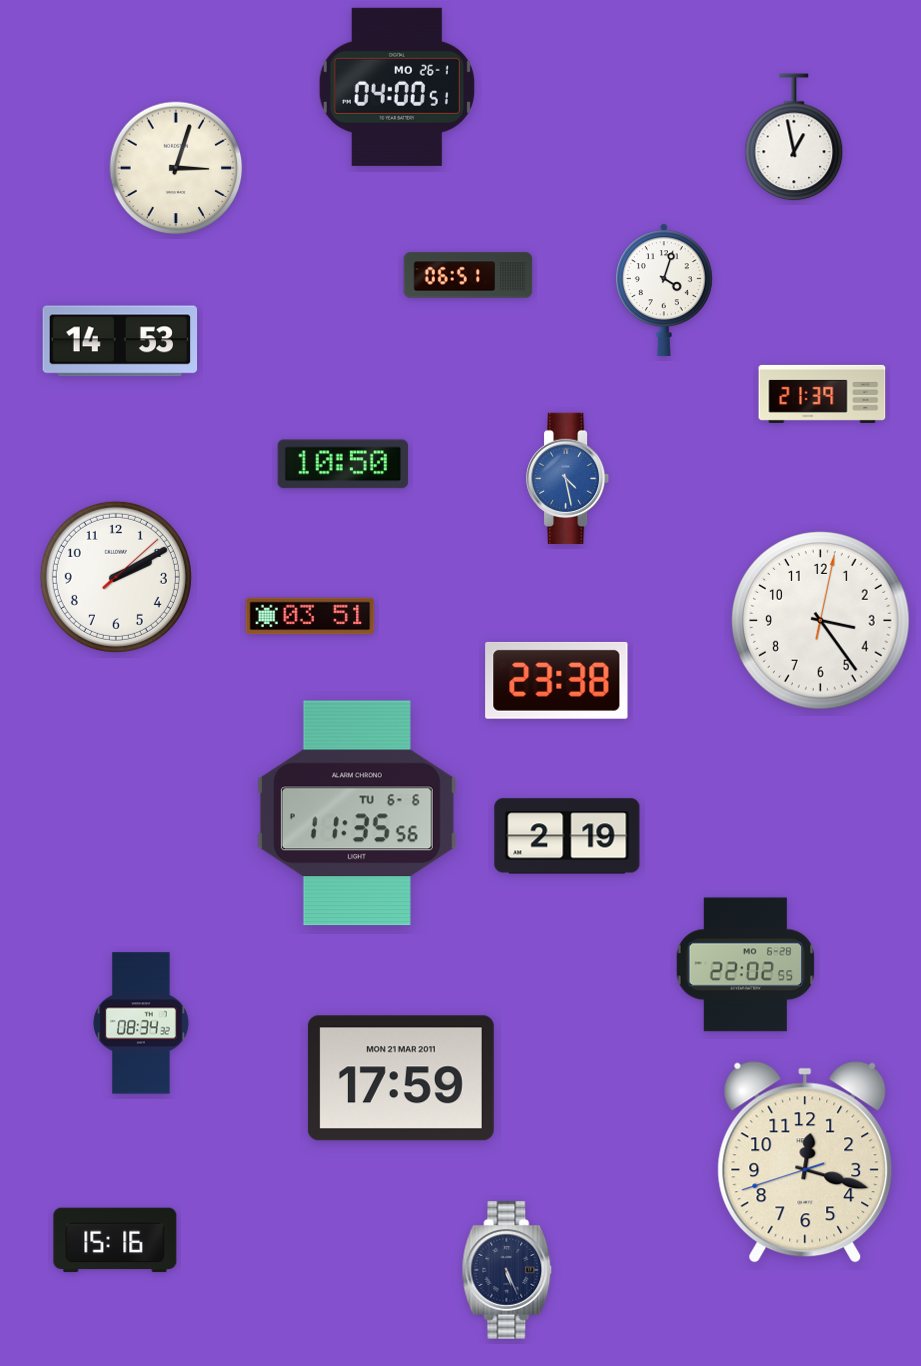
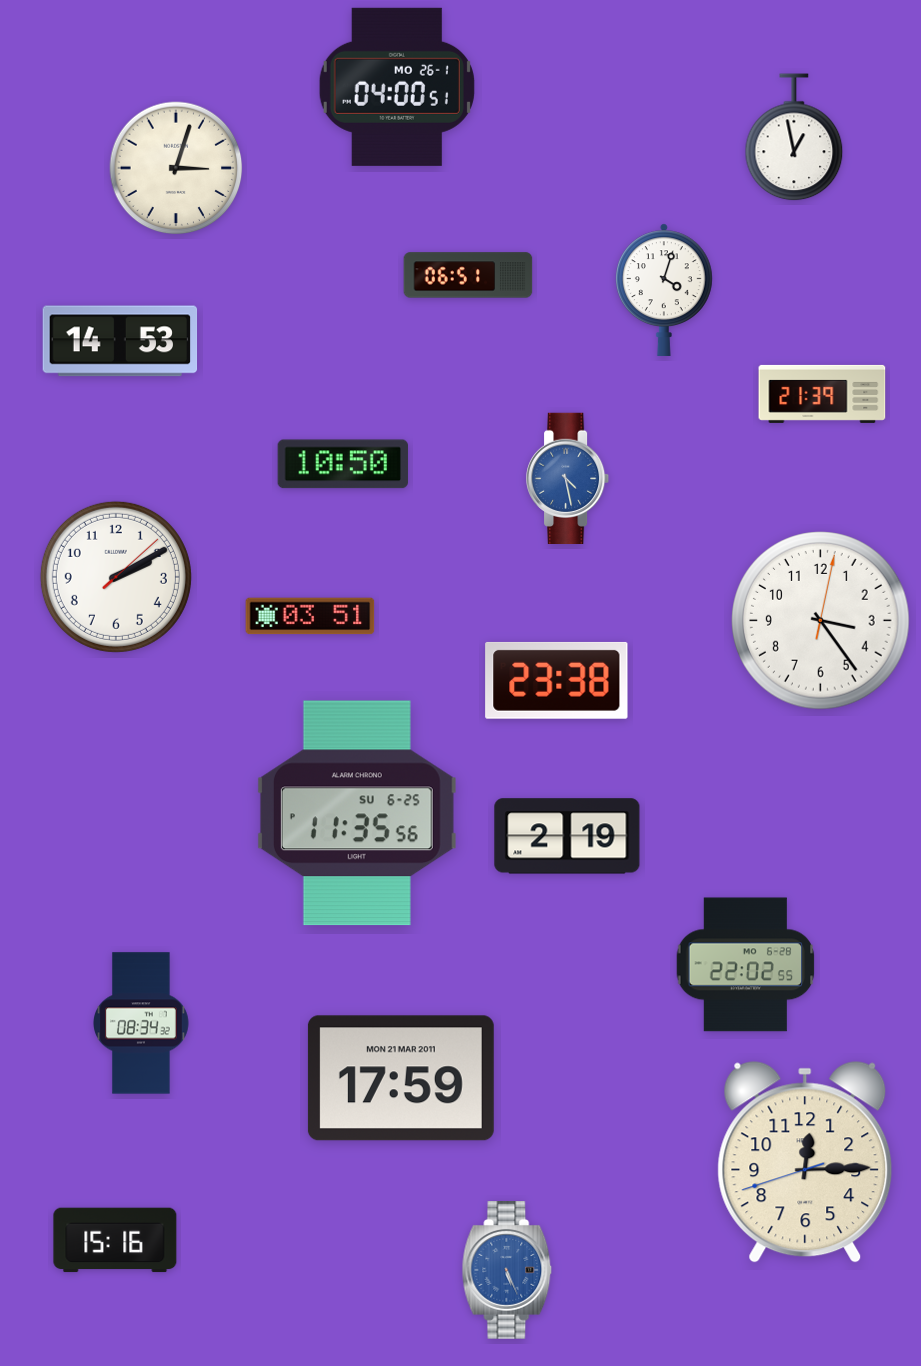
clock at (357, 813) date: TU 6-6 -> SU 6-25
clock at (805, 1162): 12:17 -> 12:14
clock at (507, 1271) dial: navy -> blue
